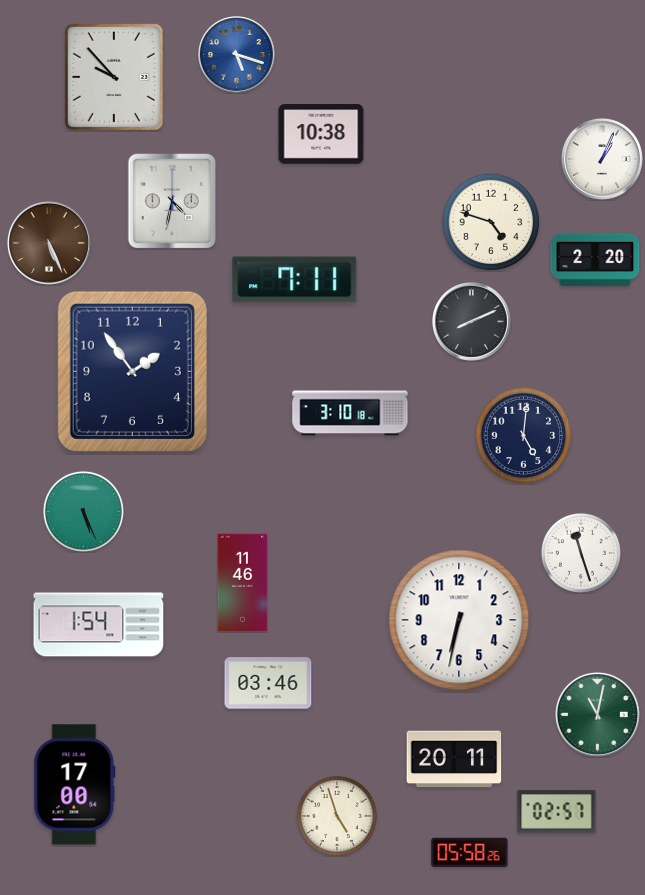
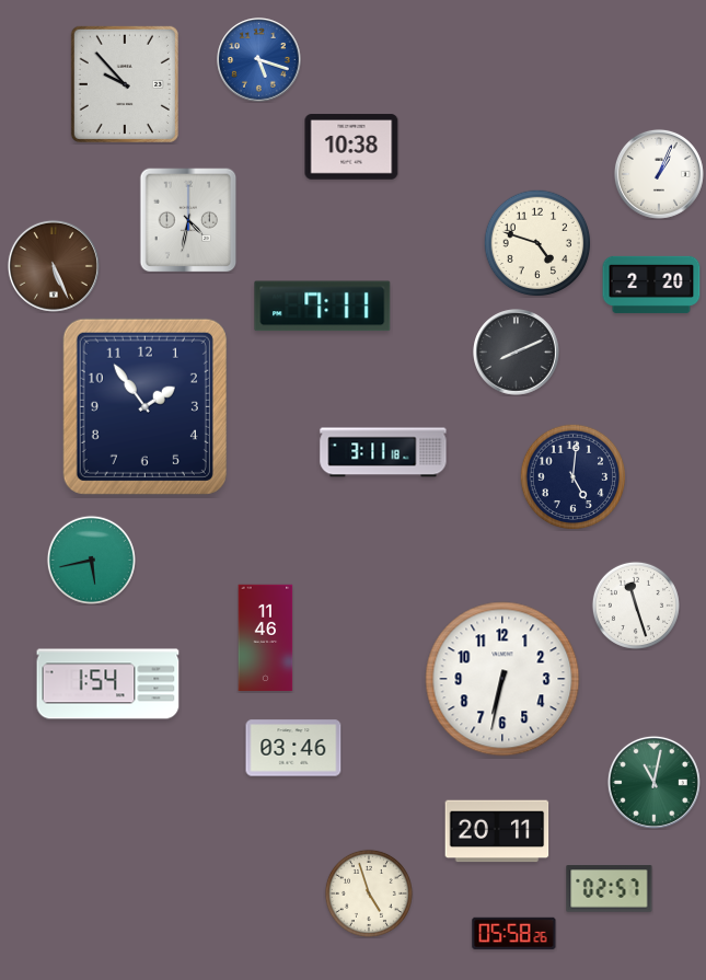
clock at (350, 413): 3:10 -> 3:11
clock at (83, 511): 5:26 -> 5:43
clock at (75, 785): 17:00 -> none
